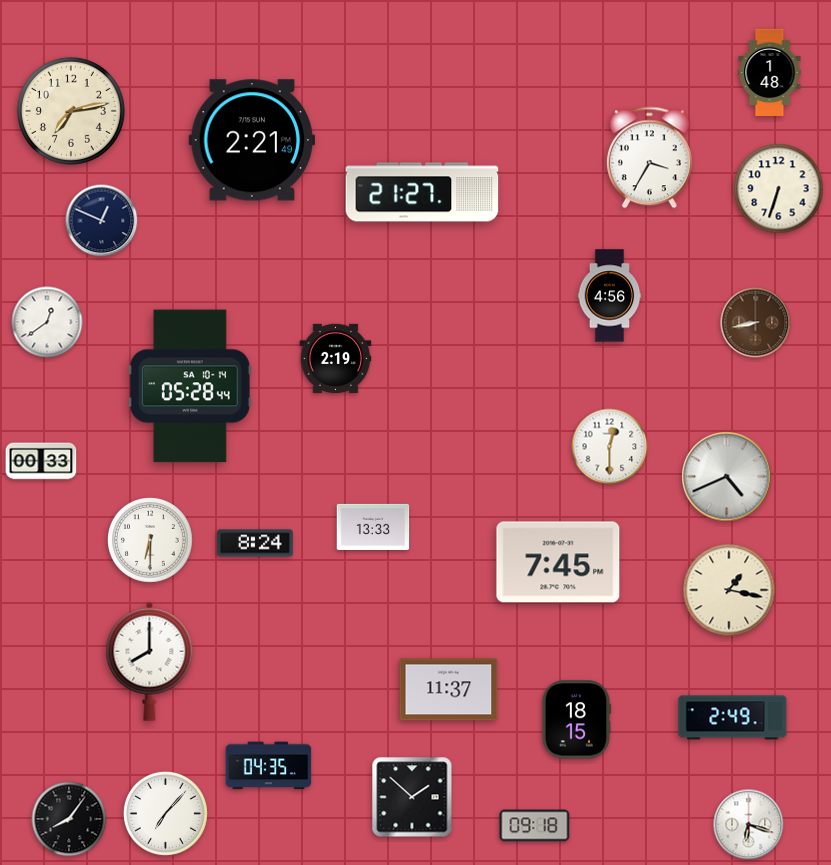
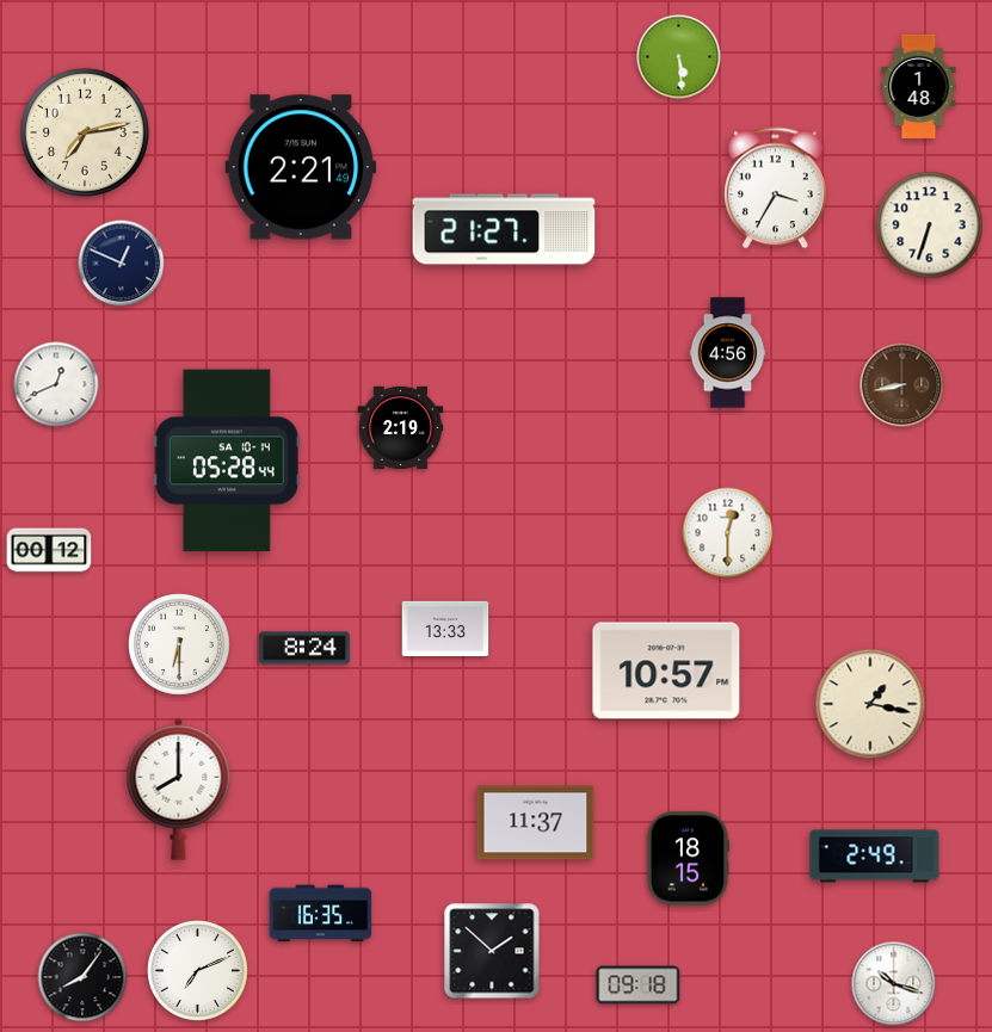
clock at (679, 57): none -> 5:29
clock at (47, 322): 12:39 -> 12:41
clock at (41, 461): 00:33 -> 00:12
clock at (727, 477): 4:41 -> none
clock at (558, 562): 7:45 -> 10:57
clock at (269, 766): 04:35 -> 16:35
clock at (165, 813): 7:07 -> 7:11
clock at (749, 825): 6:18 -> 10:18
